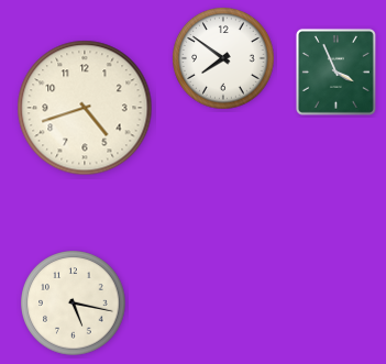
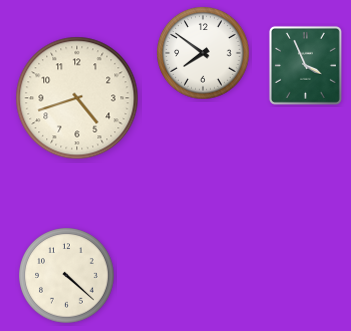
clock at (74, 304): 5:17 -> 4:22
